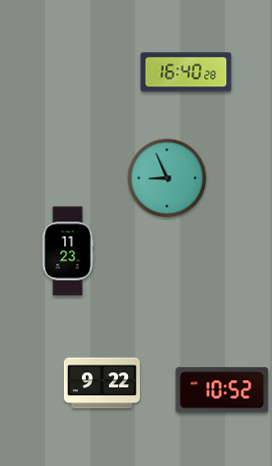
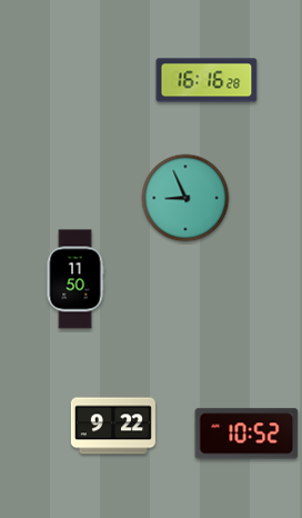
clock at (186, 72): 16:40 -> 16:16
clock at (68, 251): 11:23 -> 11:50
